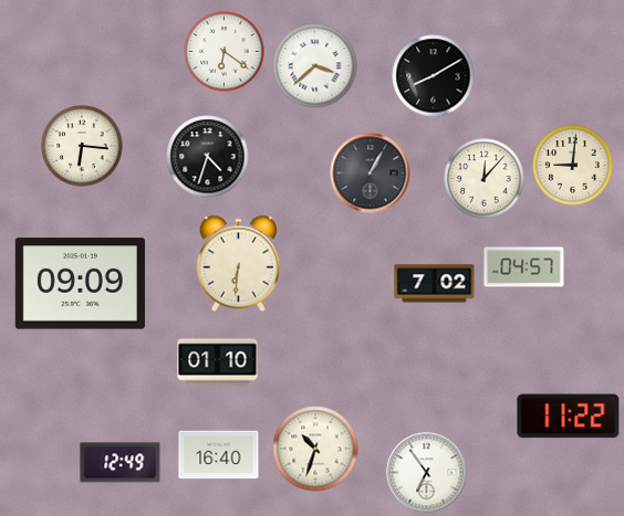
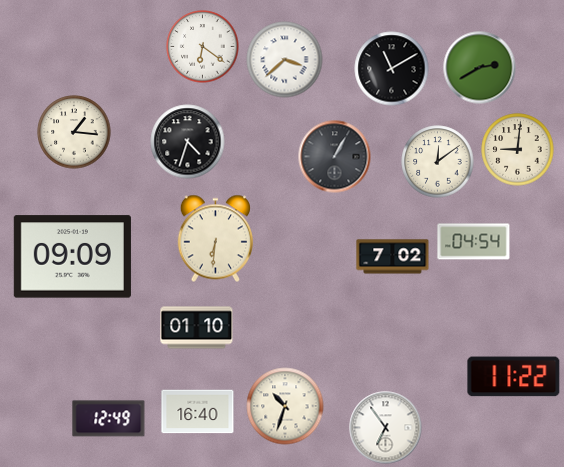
clock at (480, 68): none -> 2:40
clock at (434, 76): 8:10 -> 11:10
clock at (82, 146): 6:16 -> 1:16
clock at (485, 179): 12:07 -> 12:09
clock at (524, 267): 04:57 -> 04:54
